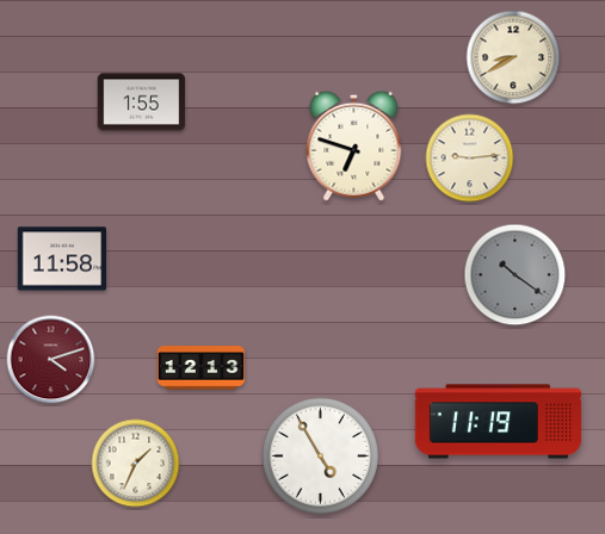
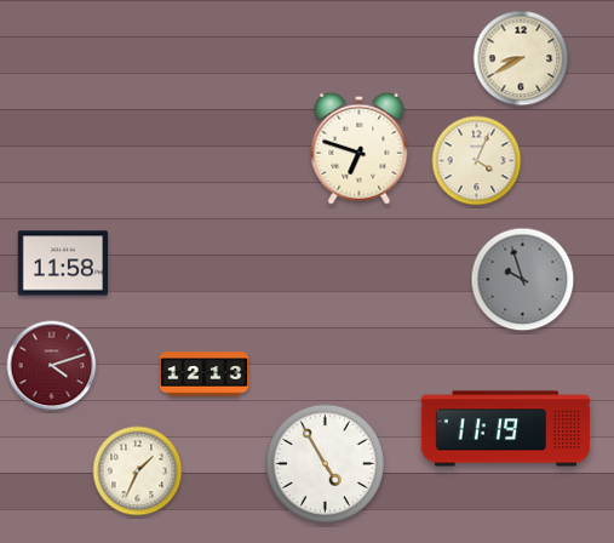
clock at (142, 103): 1:55 -> none
clock at (470, 159): 9:14 -> 4:04
clock at (516, 275): 10:21 -> 9:57
